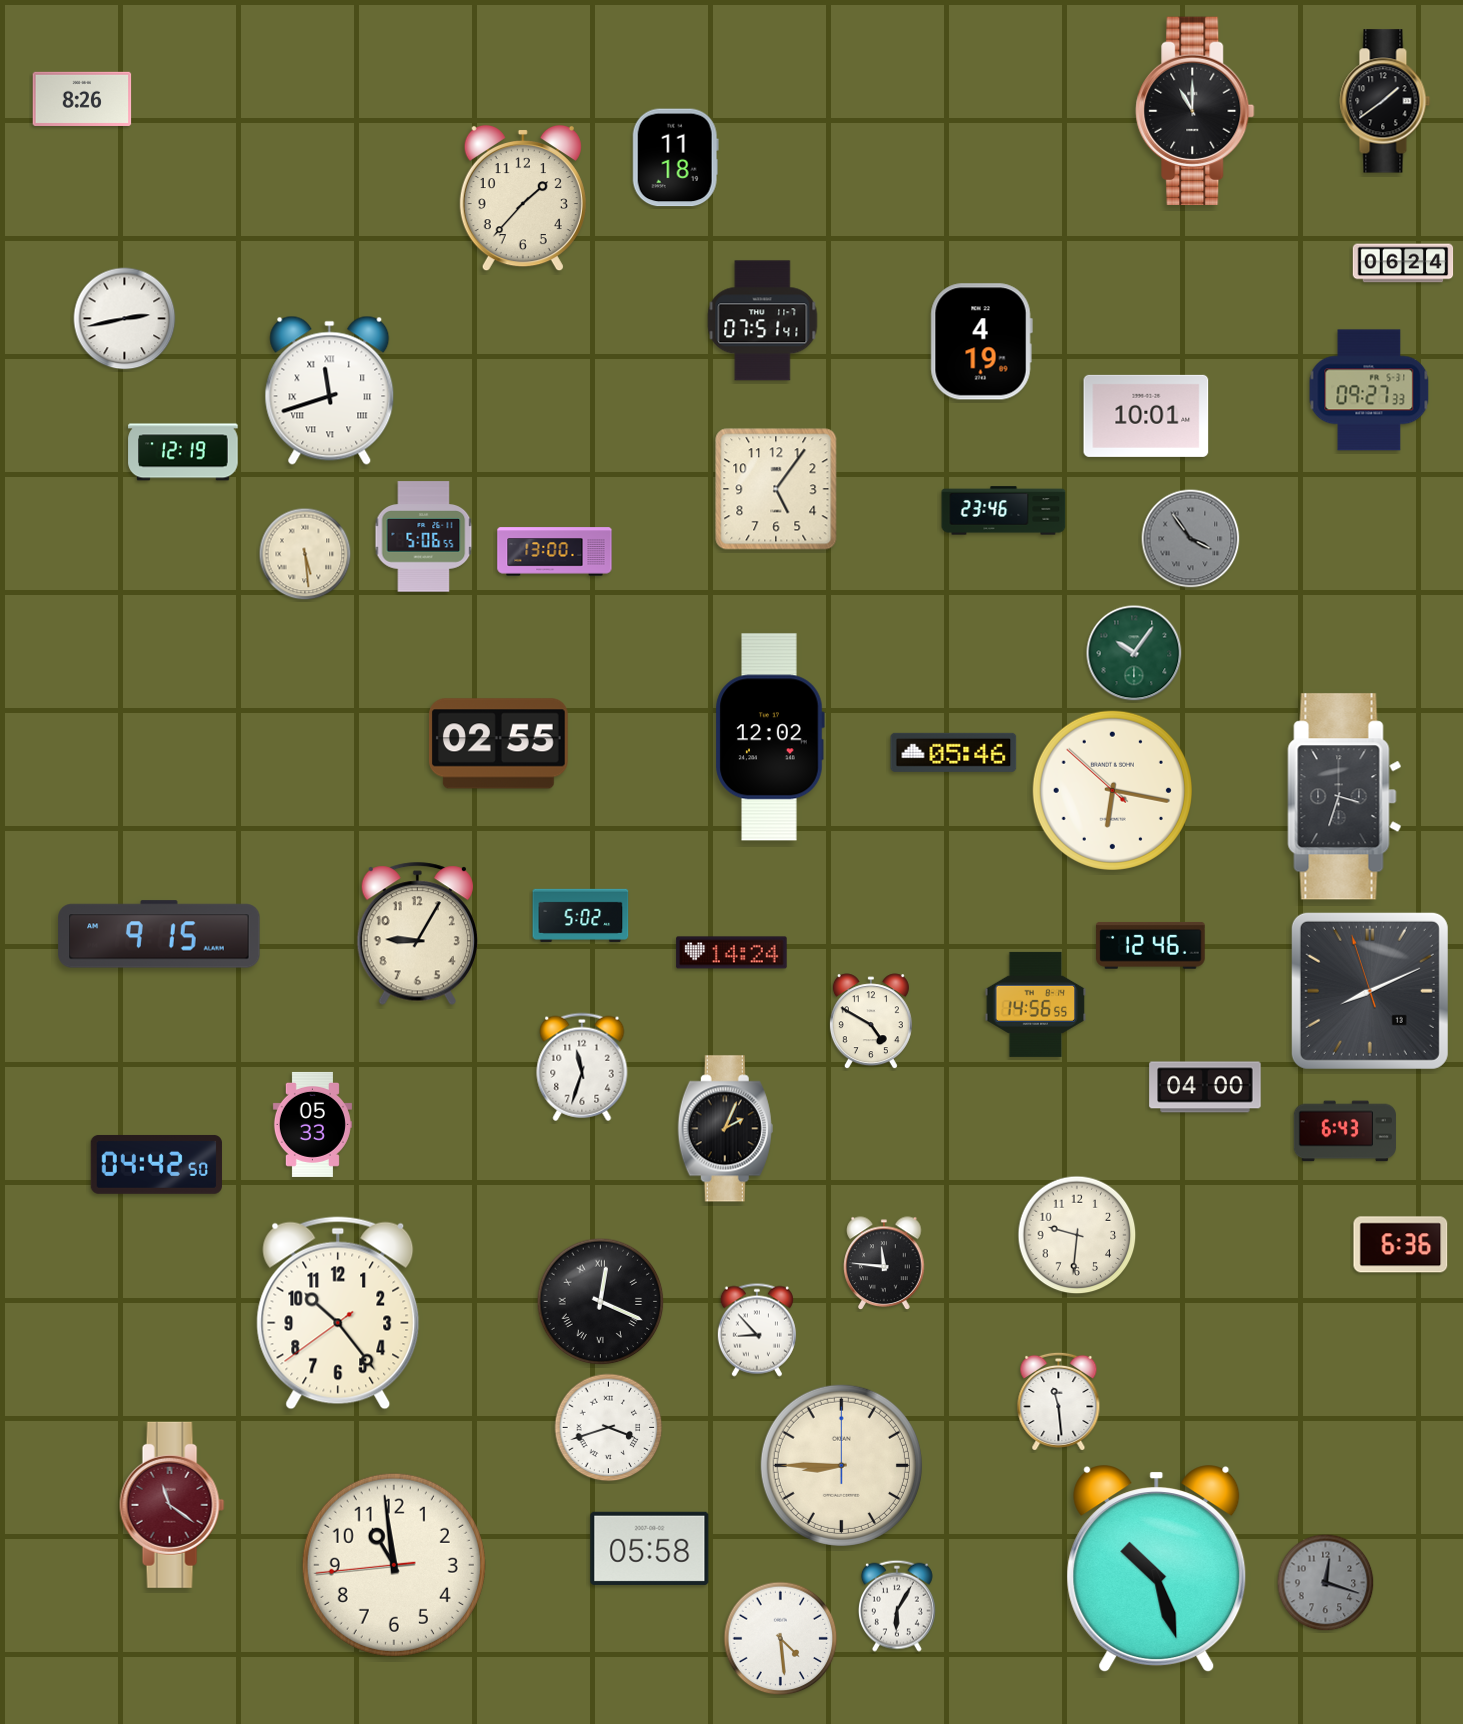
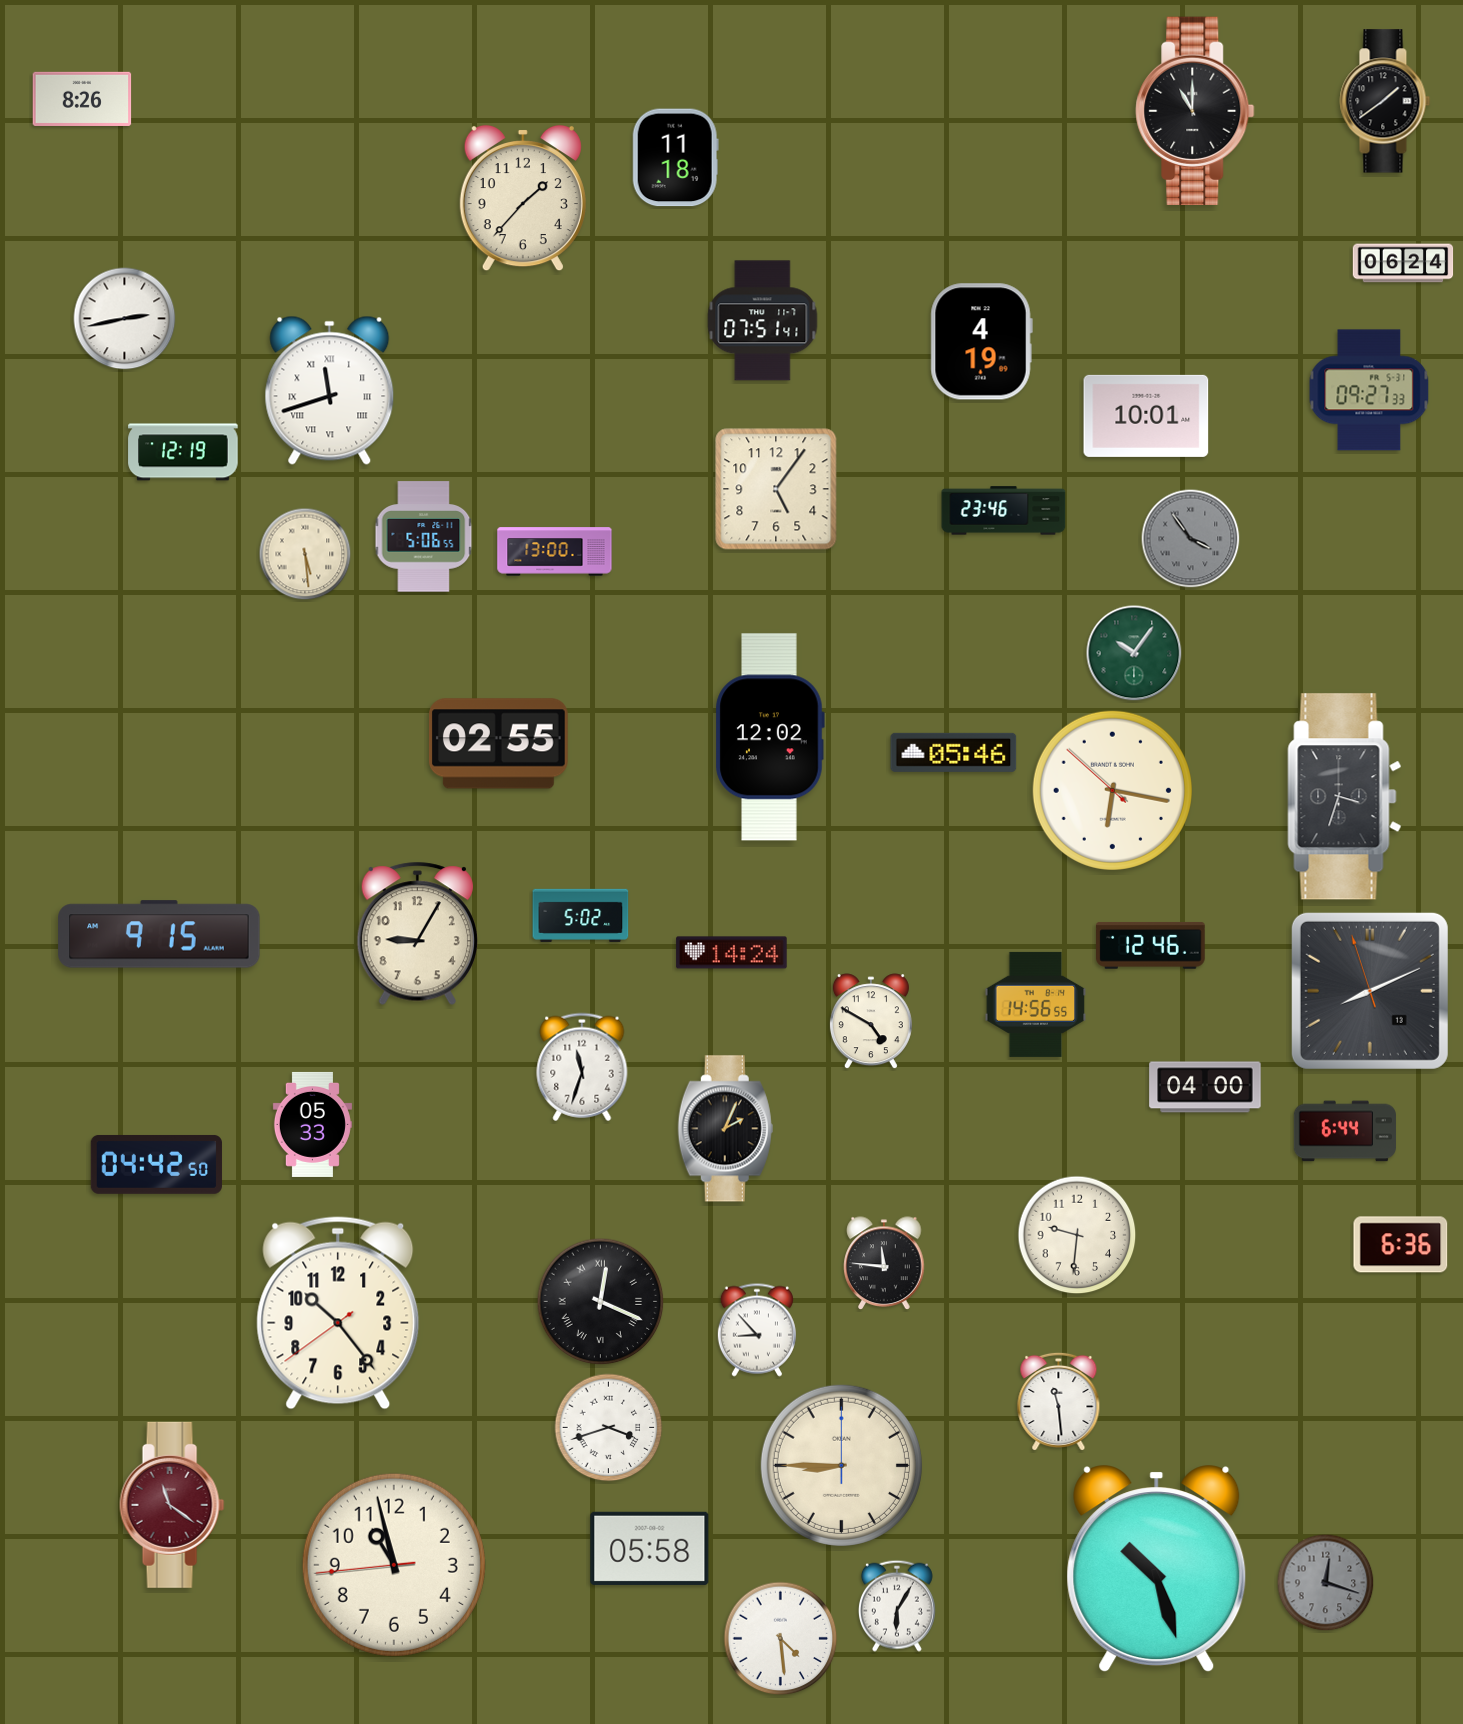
clock at (1345, 1131): 6:43 -> 6:44
clock at (394, 1565): 10:58 -> 10:57
